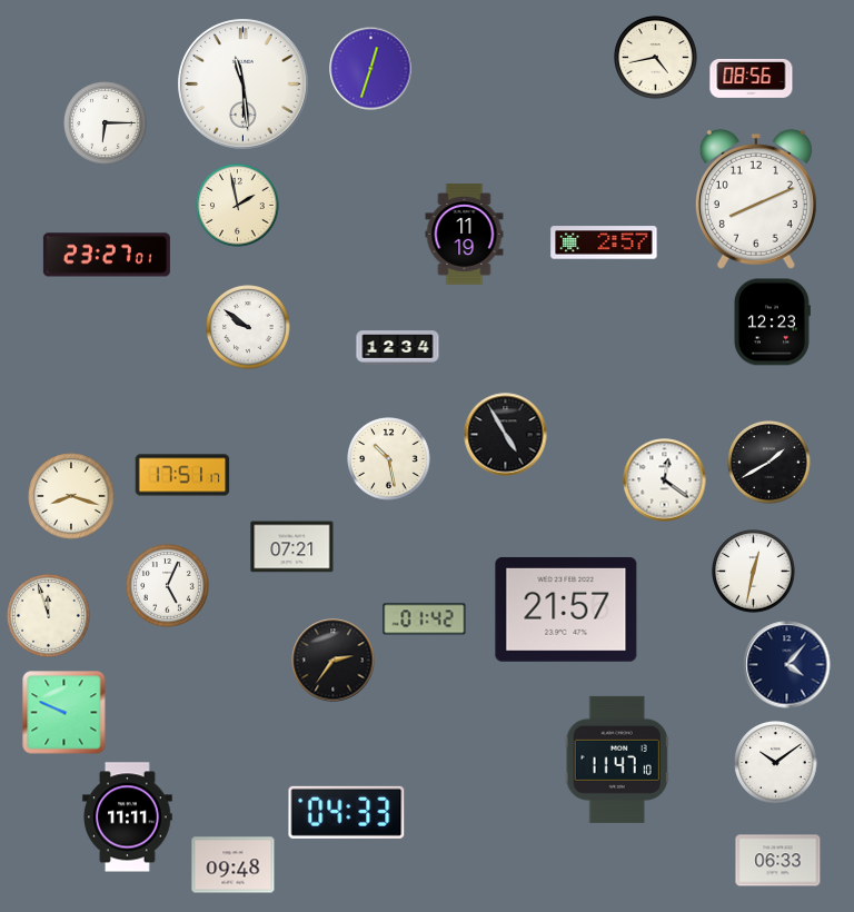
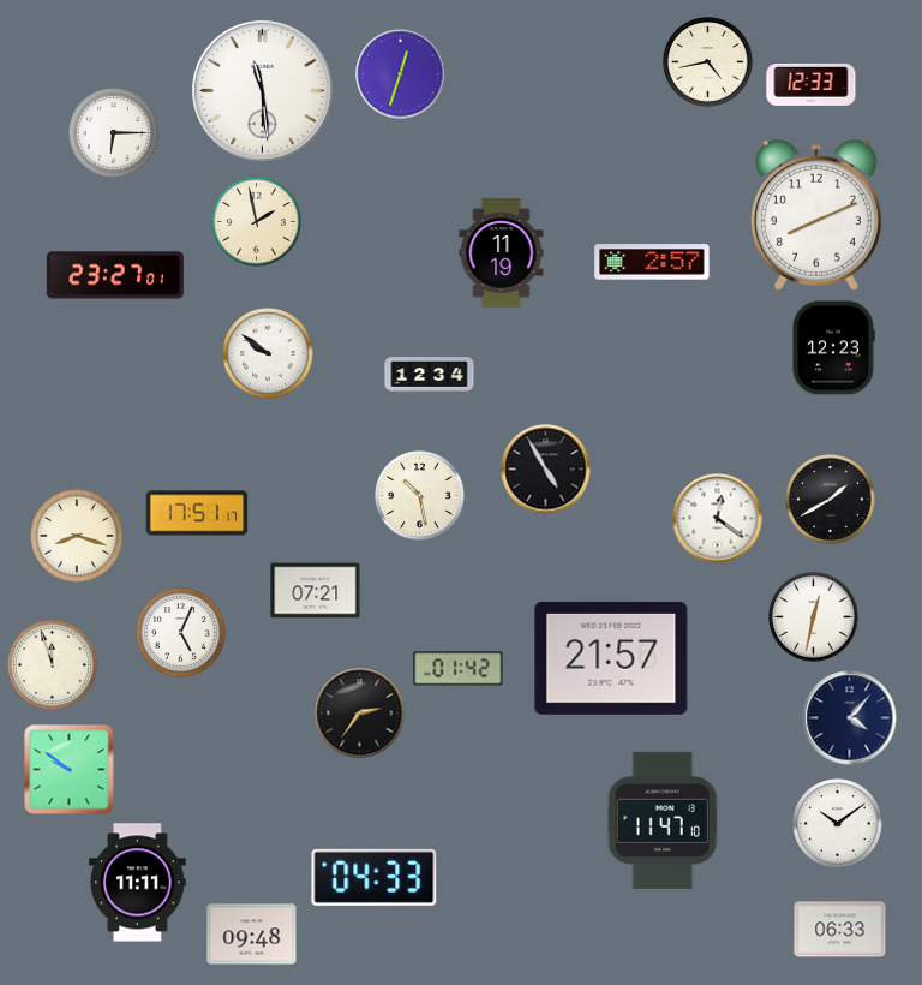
clock at (752, 78): 08:56 -> 12:33
clock at (64, 713): 9:49 -> 9:51
clock at (617, 760) position: (617, 760) -> (663, 820)
